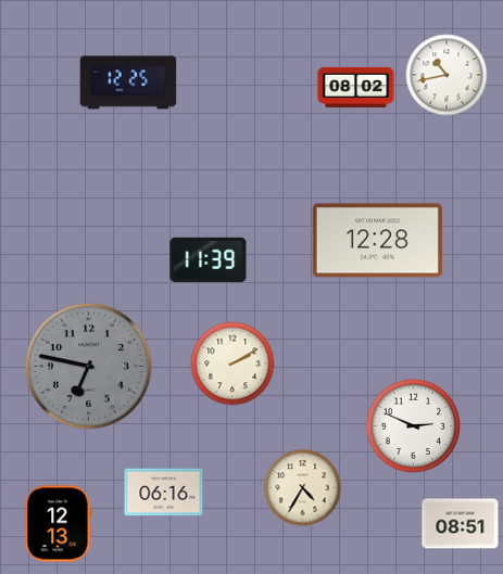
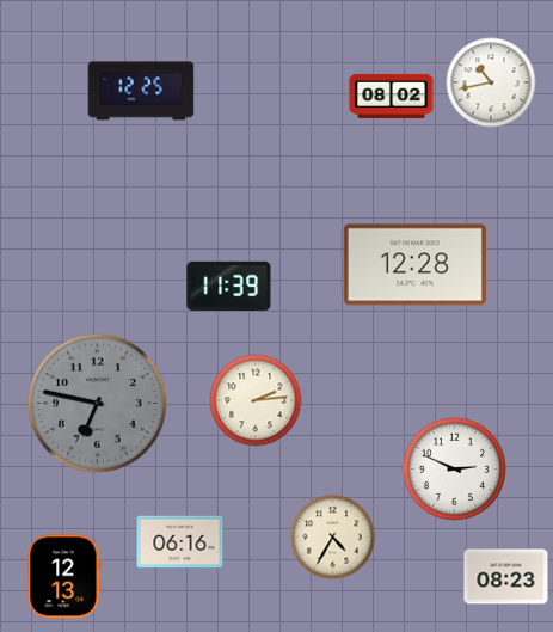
clock at (232, 363): 2:10 -> 2:14
clock at (461, 524): 08:51 -> 08:23
